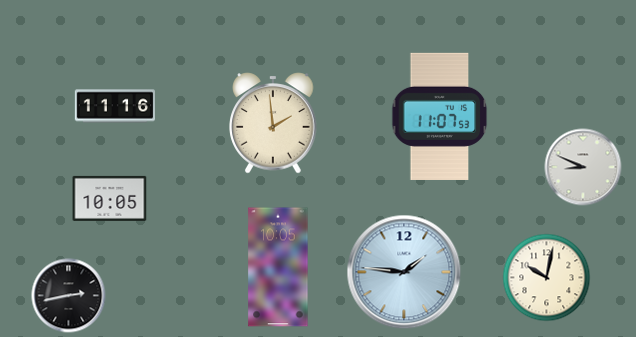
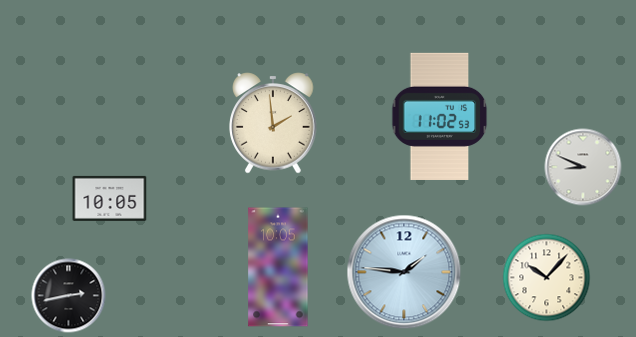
clock at (114, 106): 11:16 -> none
clock at (440, 116): 11:07 -> 11:02
clock at (547, 278): 10:02 -> 10:07
